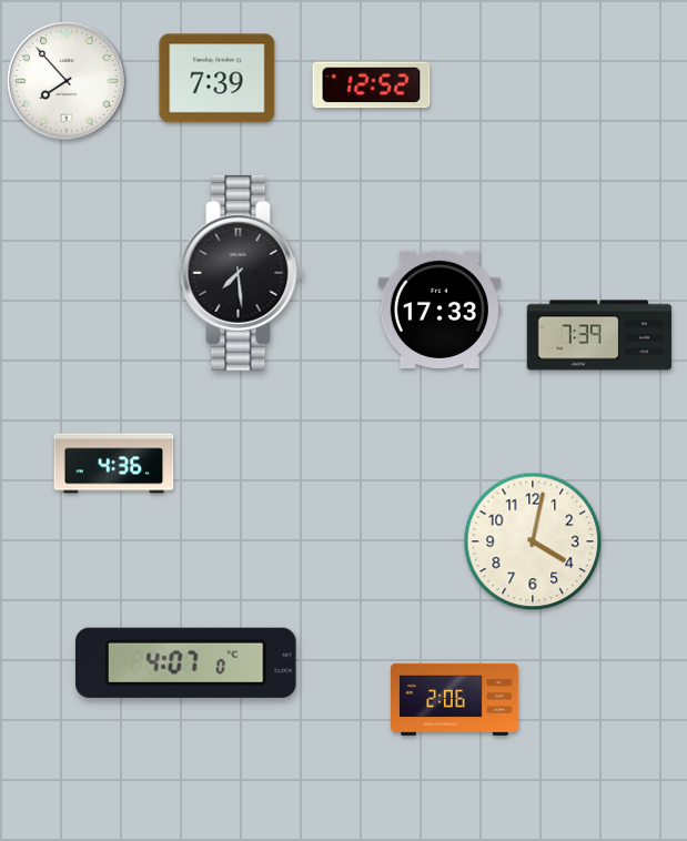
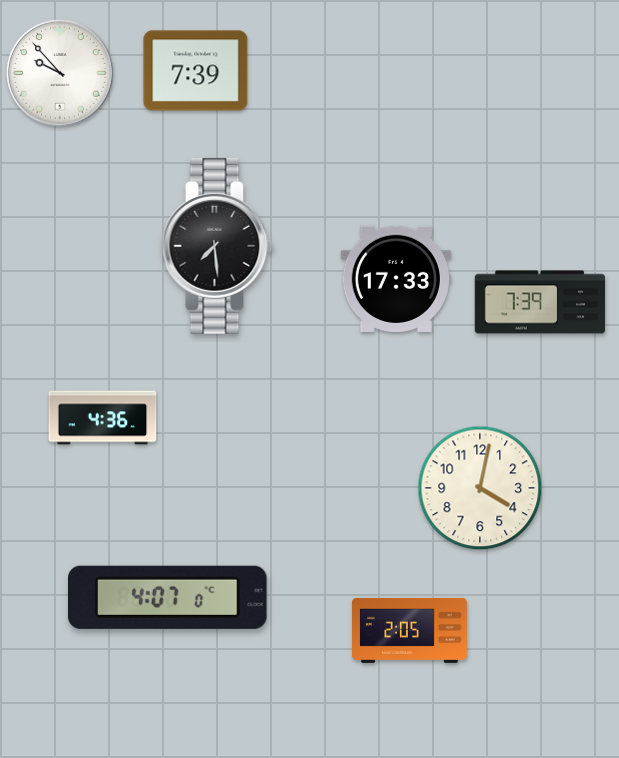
clock at (67, 81): 7:53 -> 9:53
clock at (372, 85): 12:52 -> none
clock at (455, 699): 2:06 -> 2:05
